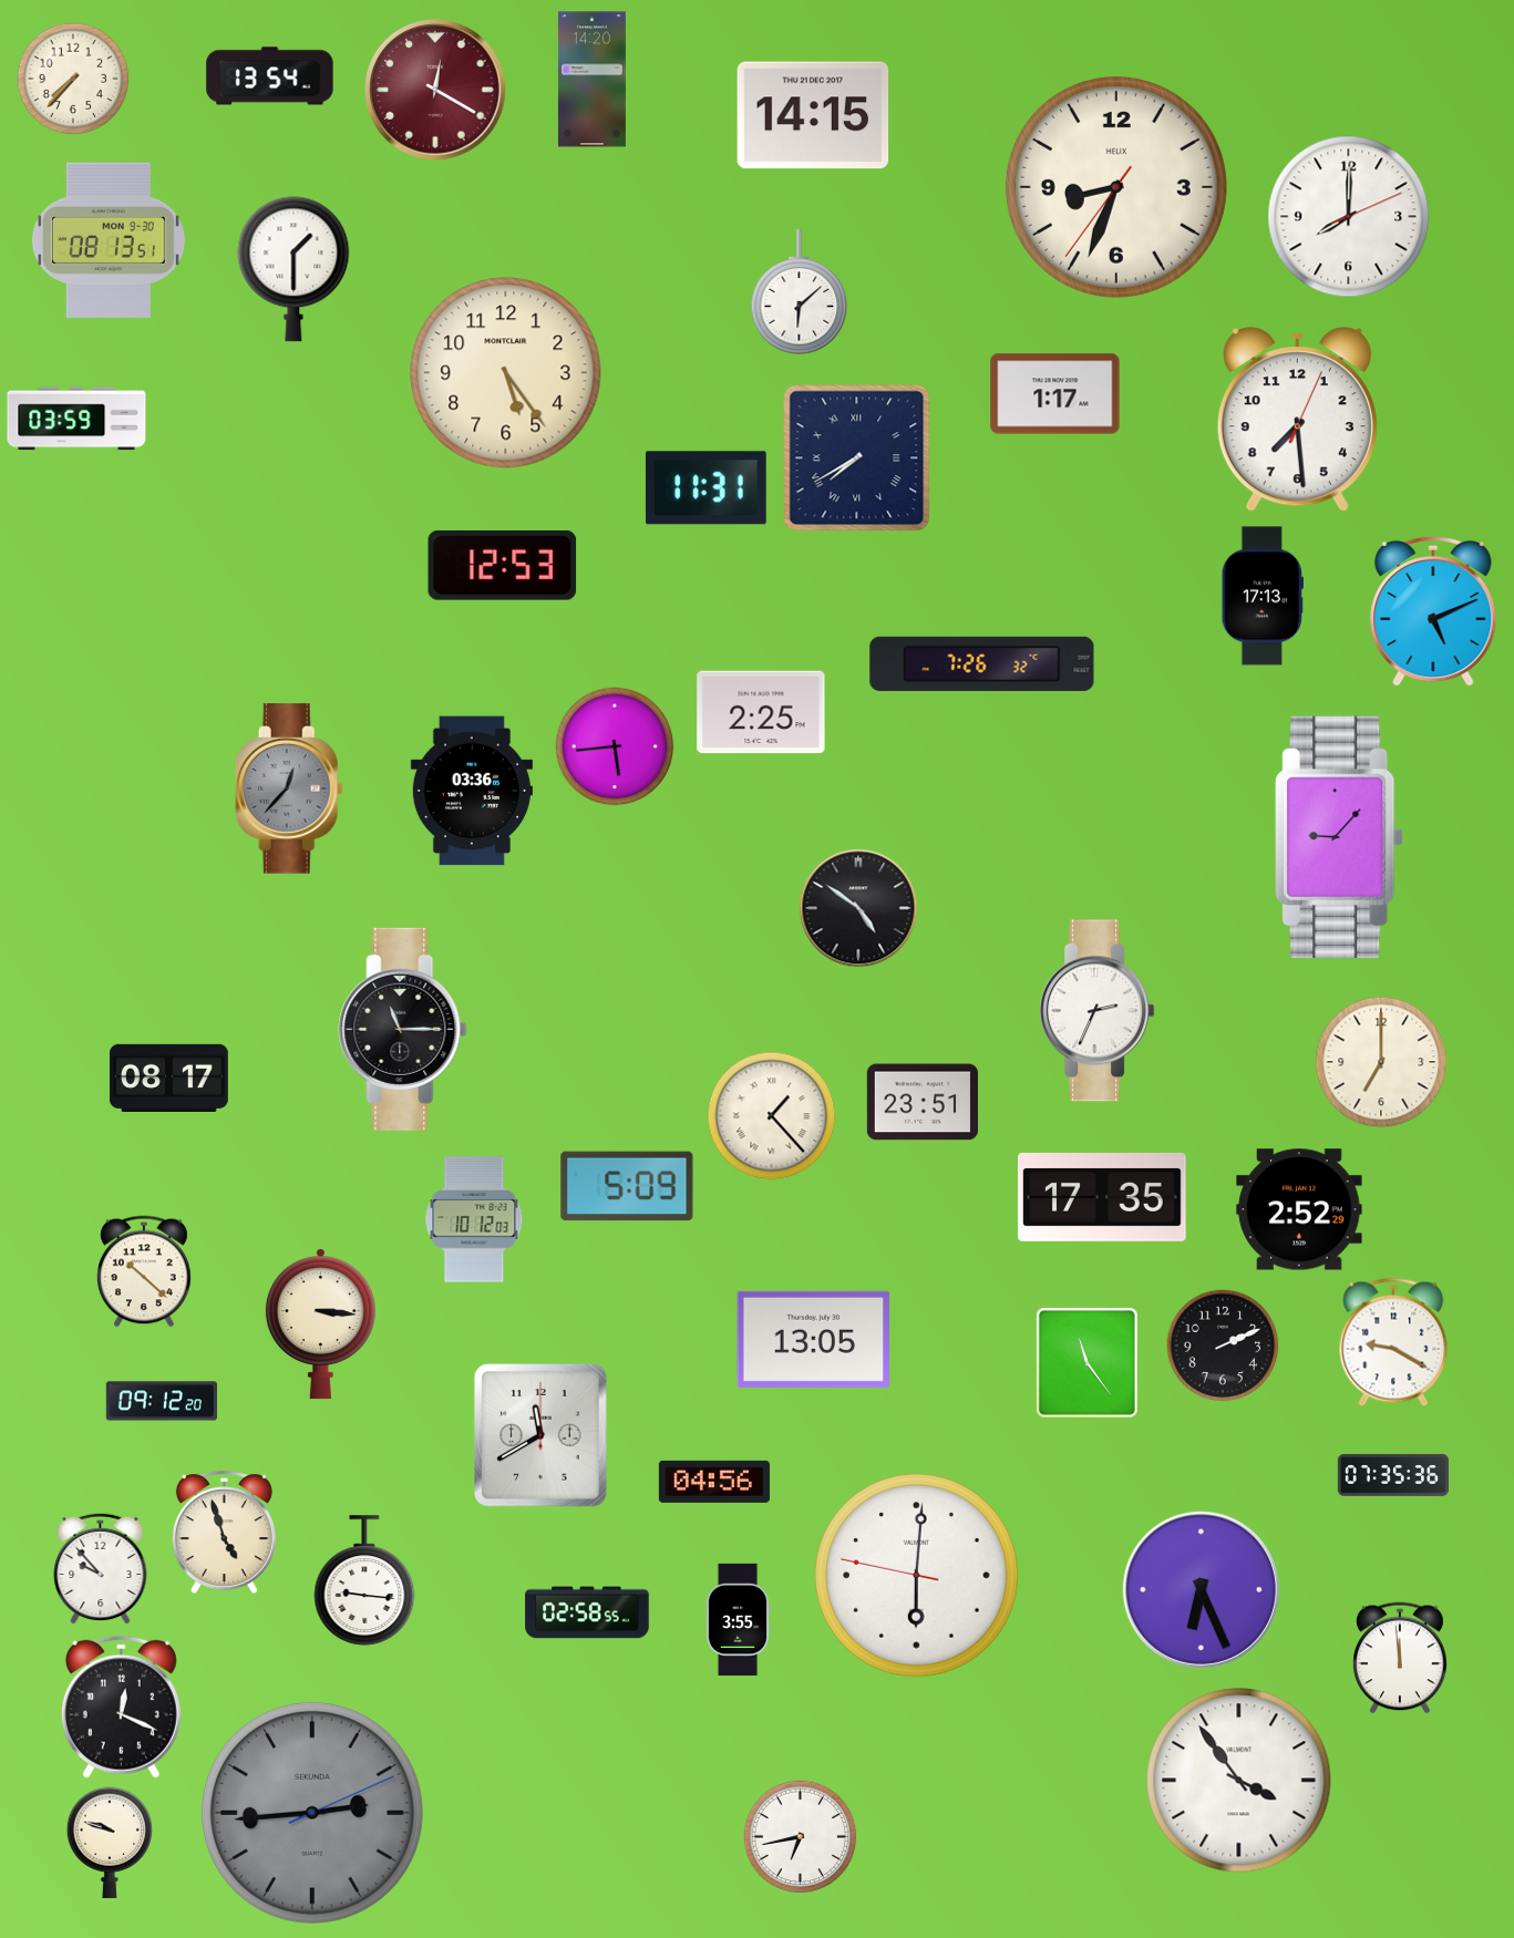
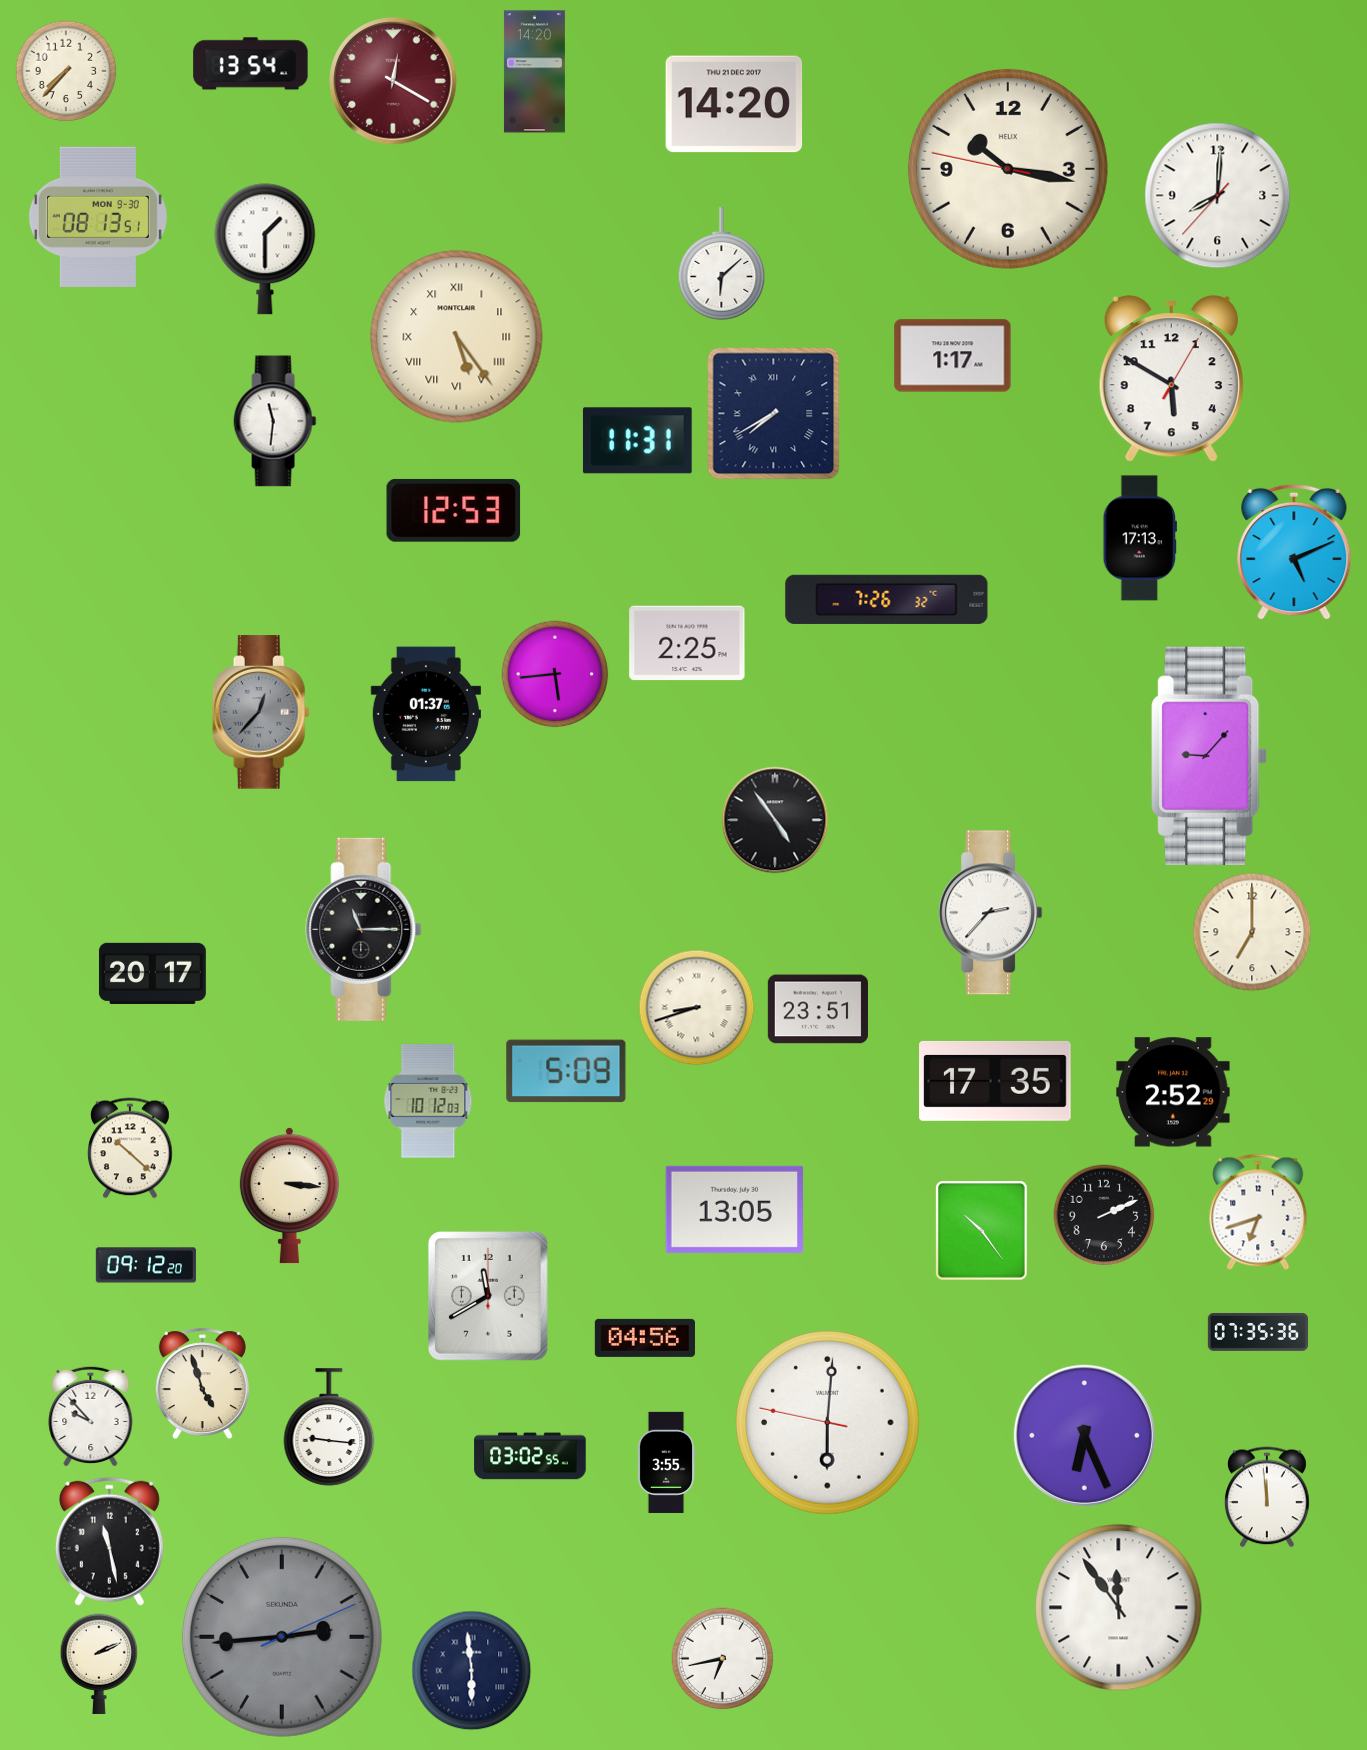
clock at (270, 76) position: (270, 76) -> (251, 64)
clock at (813, 115): 14:15 -> 14:20
clock at (1116, 187): 8:33 -> 10:16
clock at (1349, 217): 8:00:11 -> 8:00:37
clock at (293, 269) position: (293, 269) -> (265, 249)
clock at (506, 373) numerals: Arabic -> Roman
clock at (76, 419): 03:59 -> none
clock at (1297, 420): 7:29 -> 5:50
clock at (275, 421): none -> 11:31
clock at (472, 791): 03:36 -> 01:37
clock at (858, 908): 4:51 -> 4:54
clock at (1098, 1011): 2:34 -> 2:37
clock at (1381, 1062) position: (1381, 1062) -> (1252, 932)
clock at (168, 1078): 08:17 -> 20:17
clock at (923, 1102) position: (923, 1102) -> (818, 1009)
clock at (772, 1116): 1:23 -> 8:42
clock at (1393, 1342): 9:20 -> 6:42
clock at (1088, 1363): 11:24 -> 10:24
clock at (587, 1612): 02:58 -> 03:02
clock at (1400, 1658) position: (1400, 1658) -> (1267, 1497)
clock at (121, 1707): 12:19 -> 11:28
clock at (1239, 1781): 3:54 -> 11:54
clock at (110, 1843): 9:48 -> 2:11
clock at (472, 1671): none -> 5:59
